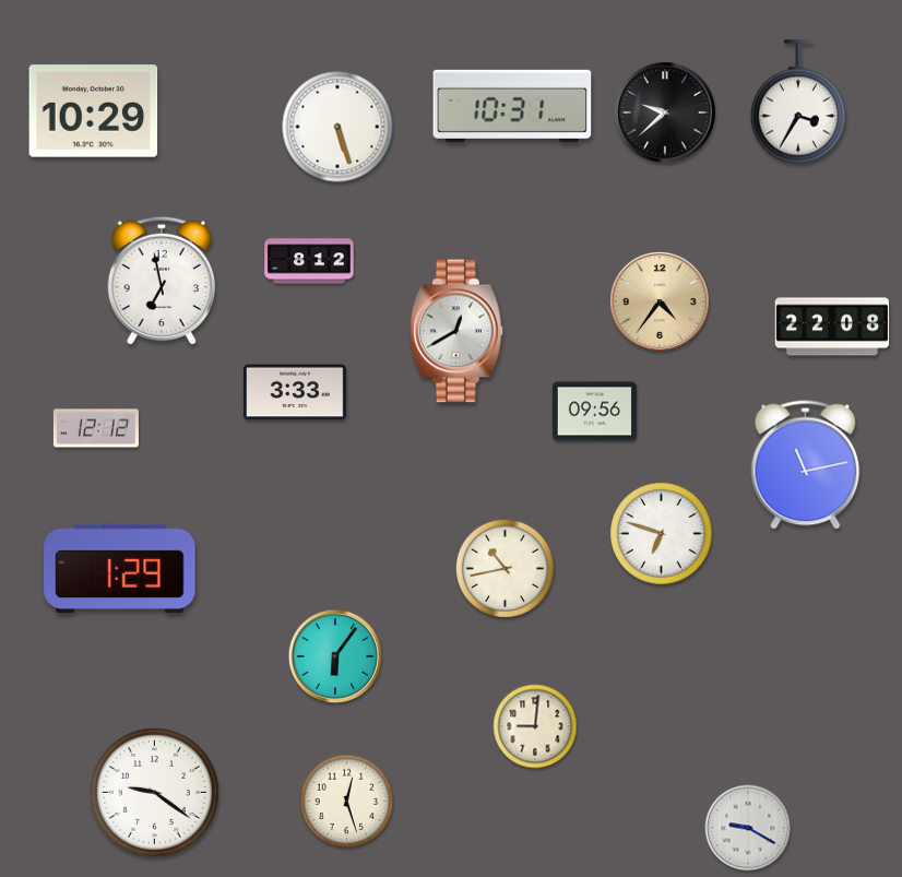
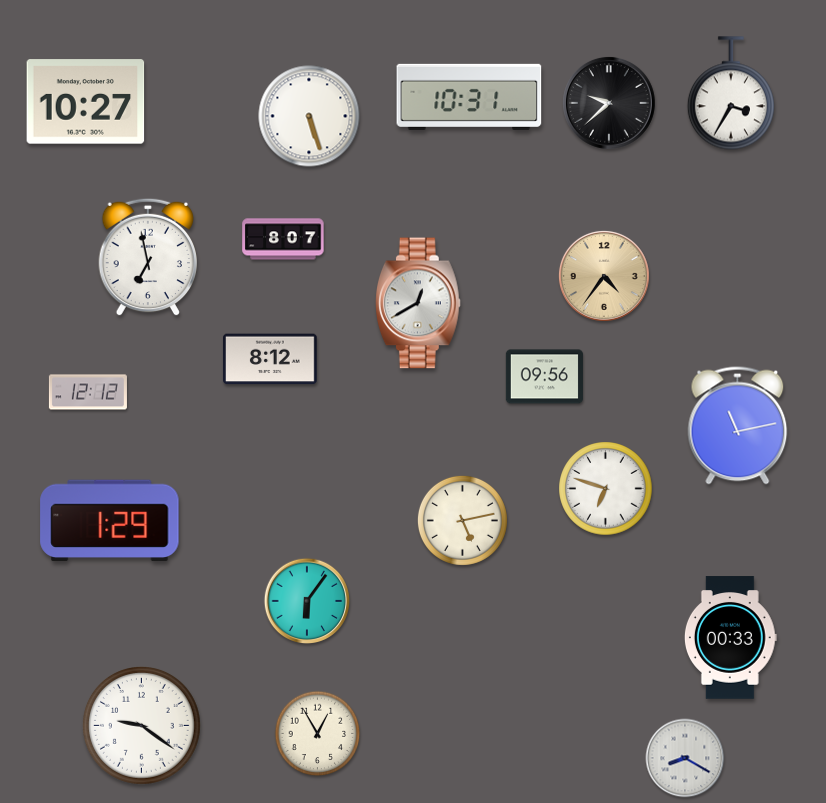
clock at (94, 111): 10:29 -> 10:27
clock at (309, 261): 8:12 -> 8:07
clock at (832, 327): 22:08 -> none
clock at (296, 392): 3:33 -> 8:12
clock at (505, 568): 10:43 -> 5:13
clock at (730, 638): none -> 00:33
clock at (535, 726): 9:01 -> none
clock at (347, 802): 12:27 -> 12:55
clock at (748, 828): 9:20 -> 8:20
